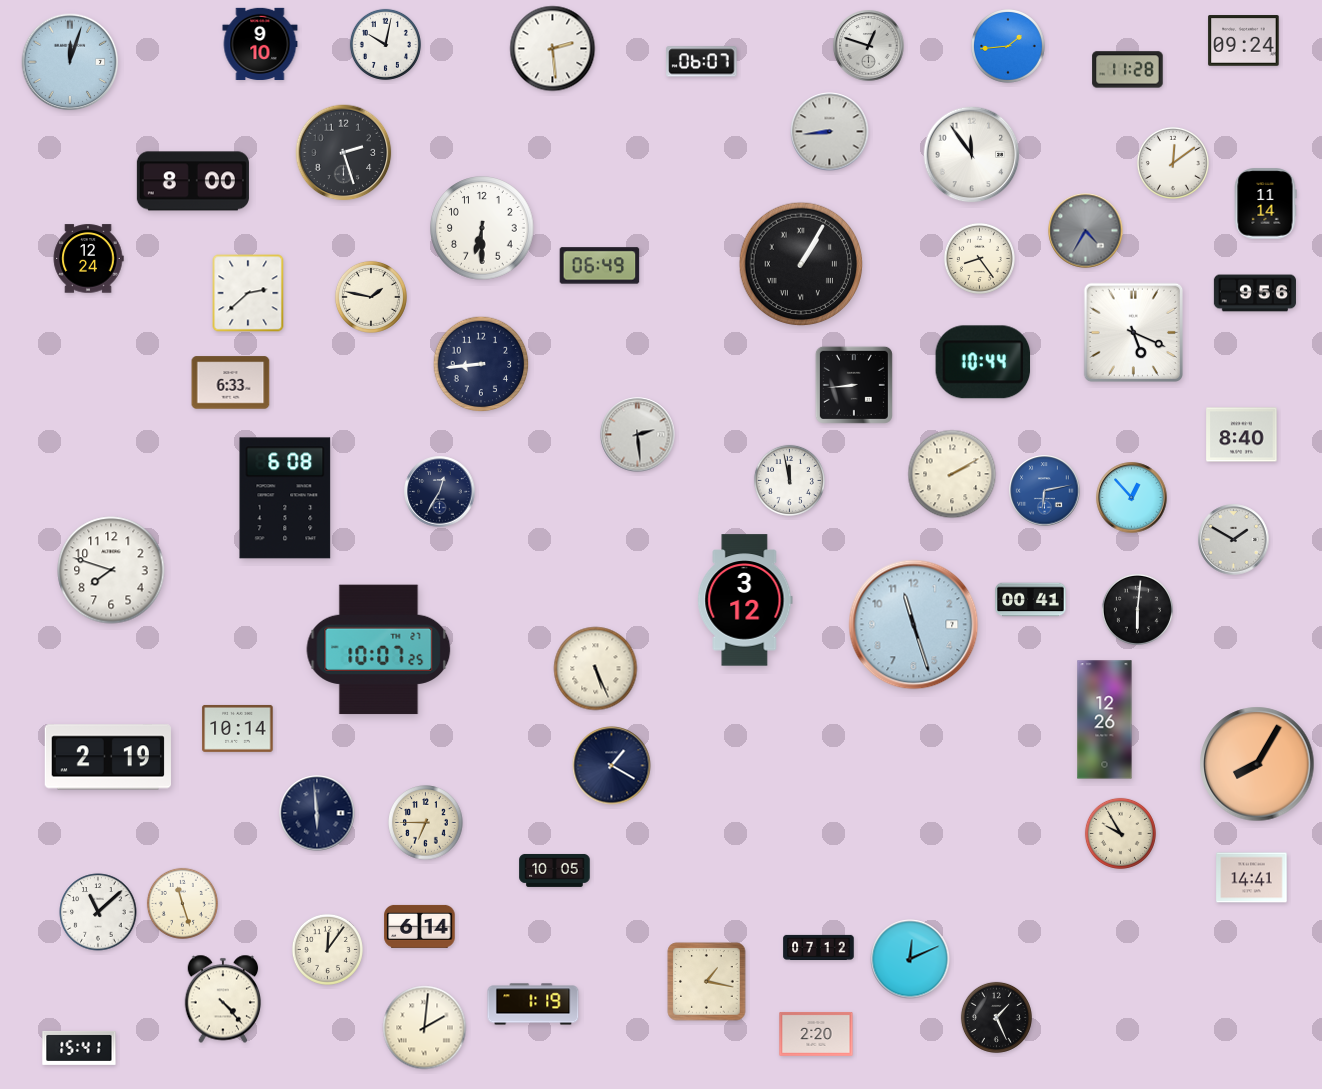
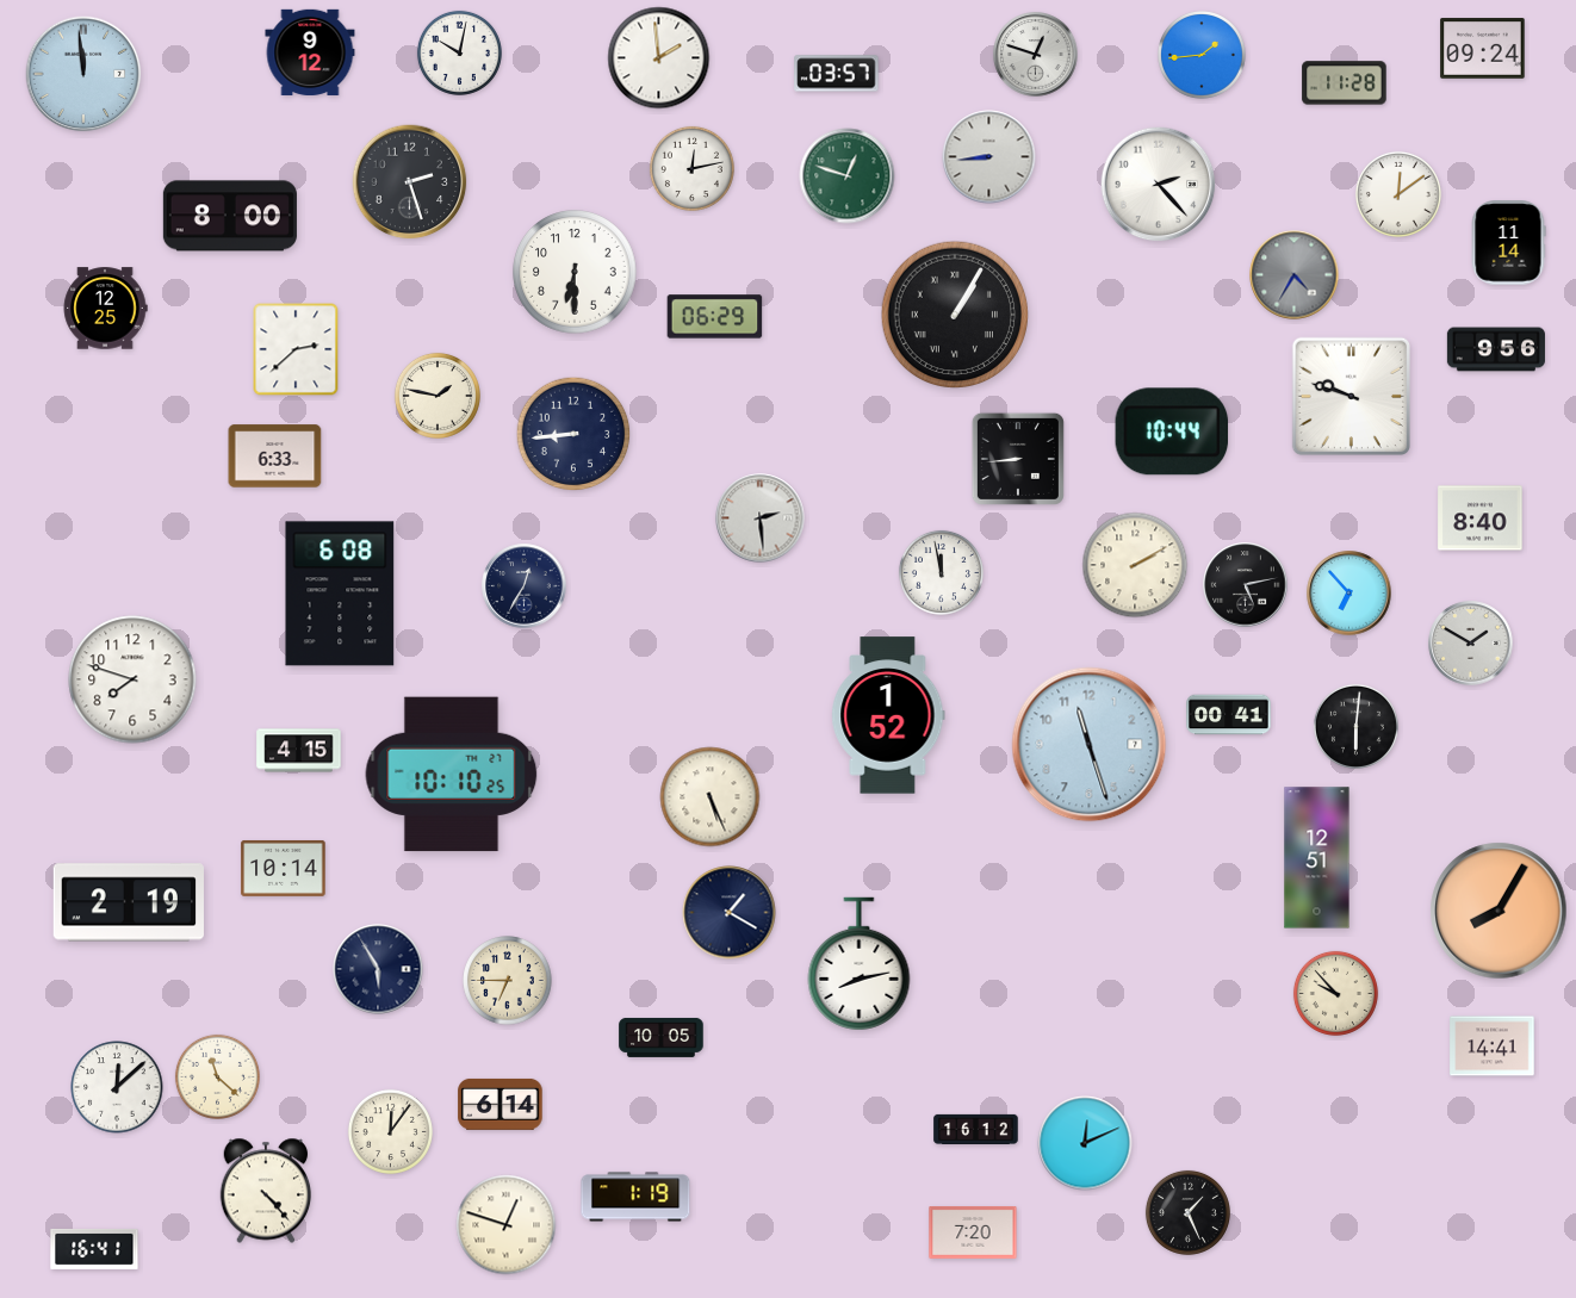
clock at (260, 44): 9:10 -> 9:12
clock at (553, 49): 2:29 -> 1:59
clock at (70, 62): 12:03 -> 11:59
clock at (702, 62): 06:07 -> 03:57
clock at (691, 168): none -> 12:13
clock at (848, 176): none -> 12:48
clock at (972, 155): 11:54 -> 2:23
clock at (979, 258): 8:24 -> none
clock at (88, 259): 12:24 -> 12:25
clock at (600, 266): 06:49 -> 06:29
clock at (371, 297) position: (371, 297) -> (438, 396)
clock at (1133, 332): 5:19 -> 9:48
clock at (1045, 491): 6:13 -> 5:13
clock at (1045, 491) dial: blue -> black
clock at (1132, 498): 12:53 -> 6:53
clock at (745, 600): 3:12 -> 1:52
clock at (299, 751): none -> 4:15
clock at (379, 650): 10:07 -> 10:10
clock at (1105, 720): 12:26 -> 12:51
clock at (860, 964): none -> 8:13
clock at (317, 813): 5:59 -> 5:55
clock at (1120, 833): 9:55 -> 9:53
clock at (182, 903): 11:27 -> 11:22
clock at (98, 912): 11:08 -> 12:08
clock at (819, 947): 07:12 -> 16:12
clock at (707, 982): 1:17 -> none
clock at (425, 1028): 2:01 -> 12:48
clock at (816, 1035): 2:20 -> 7:20
clock at (79, 1048): 15:41 -> 16:41
